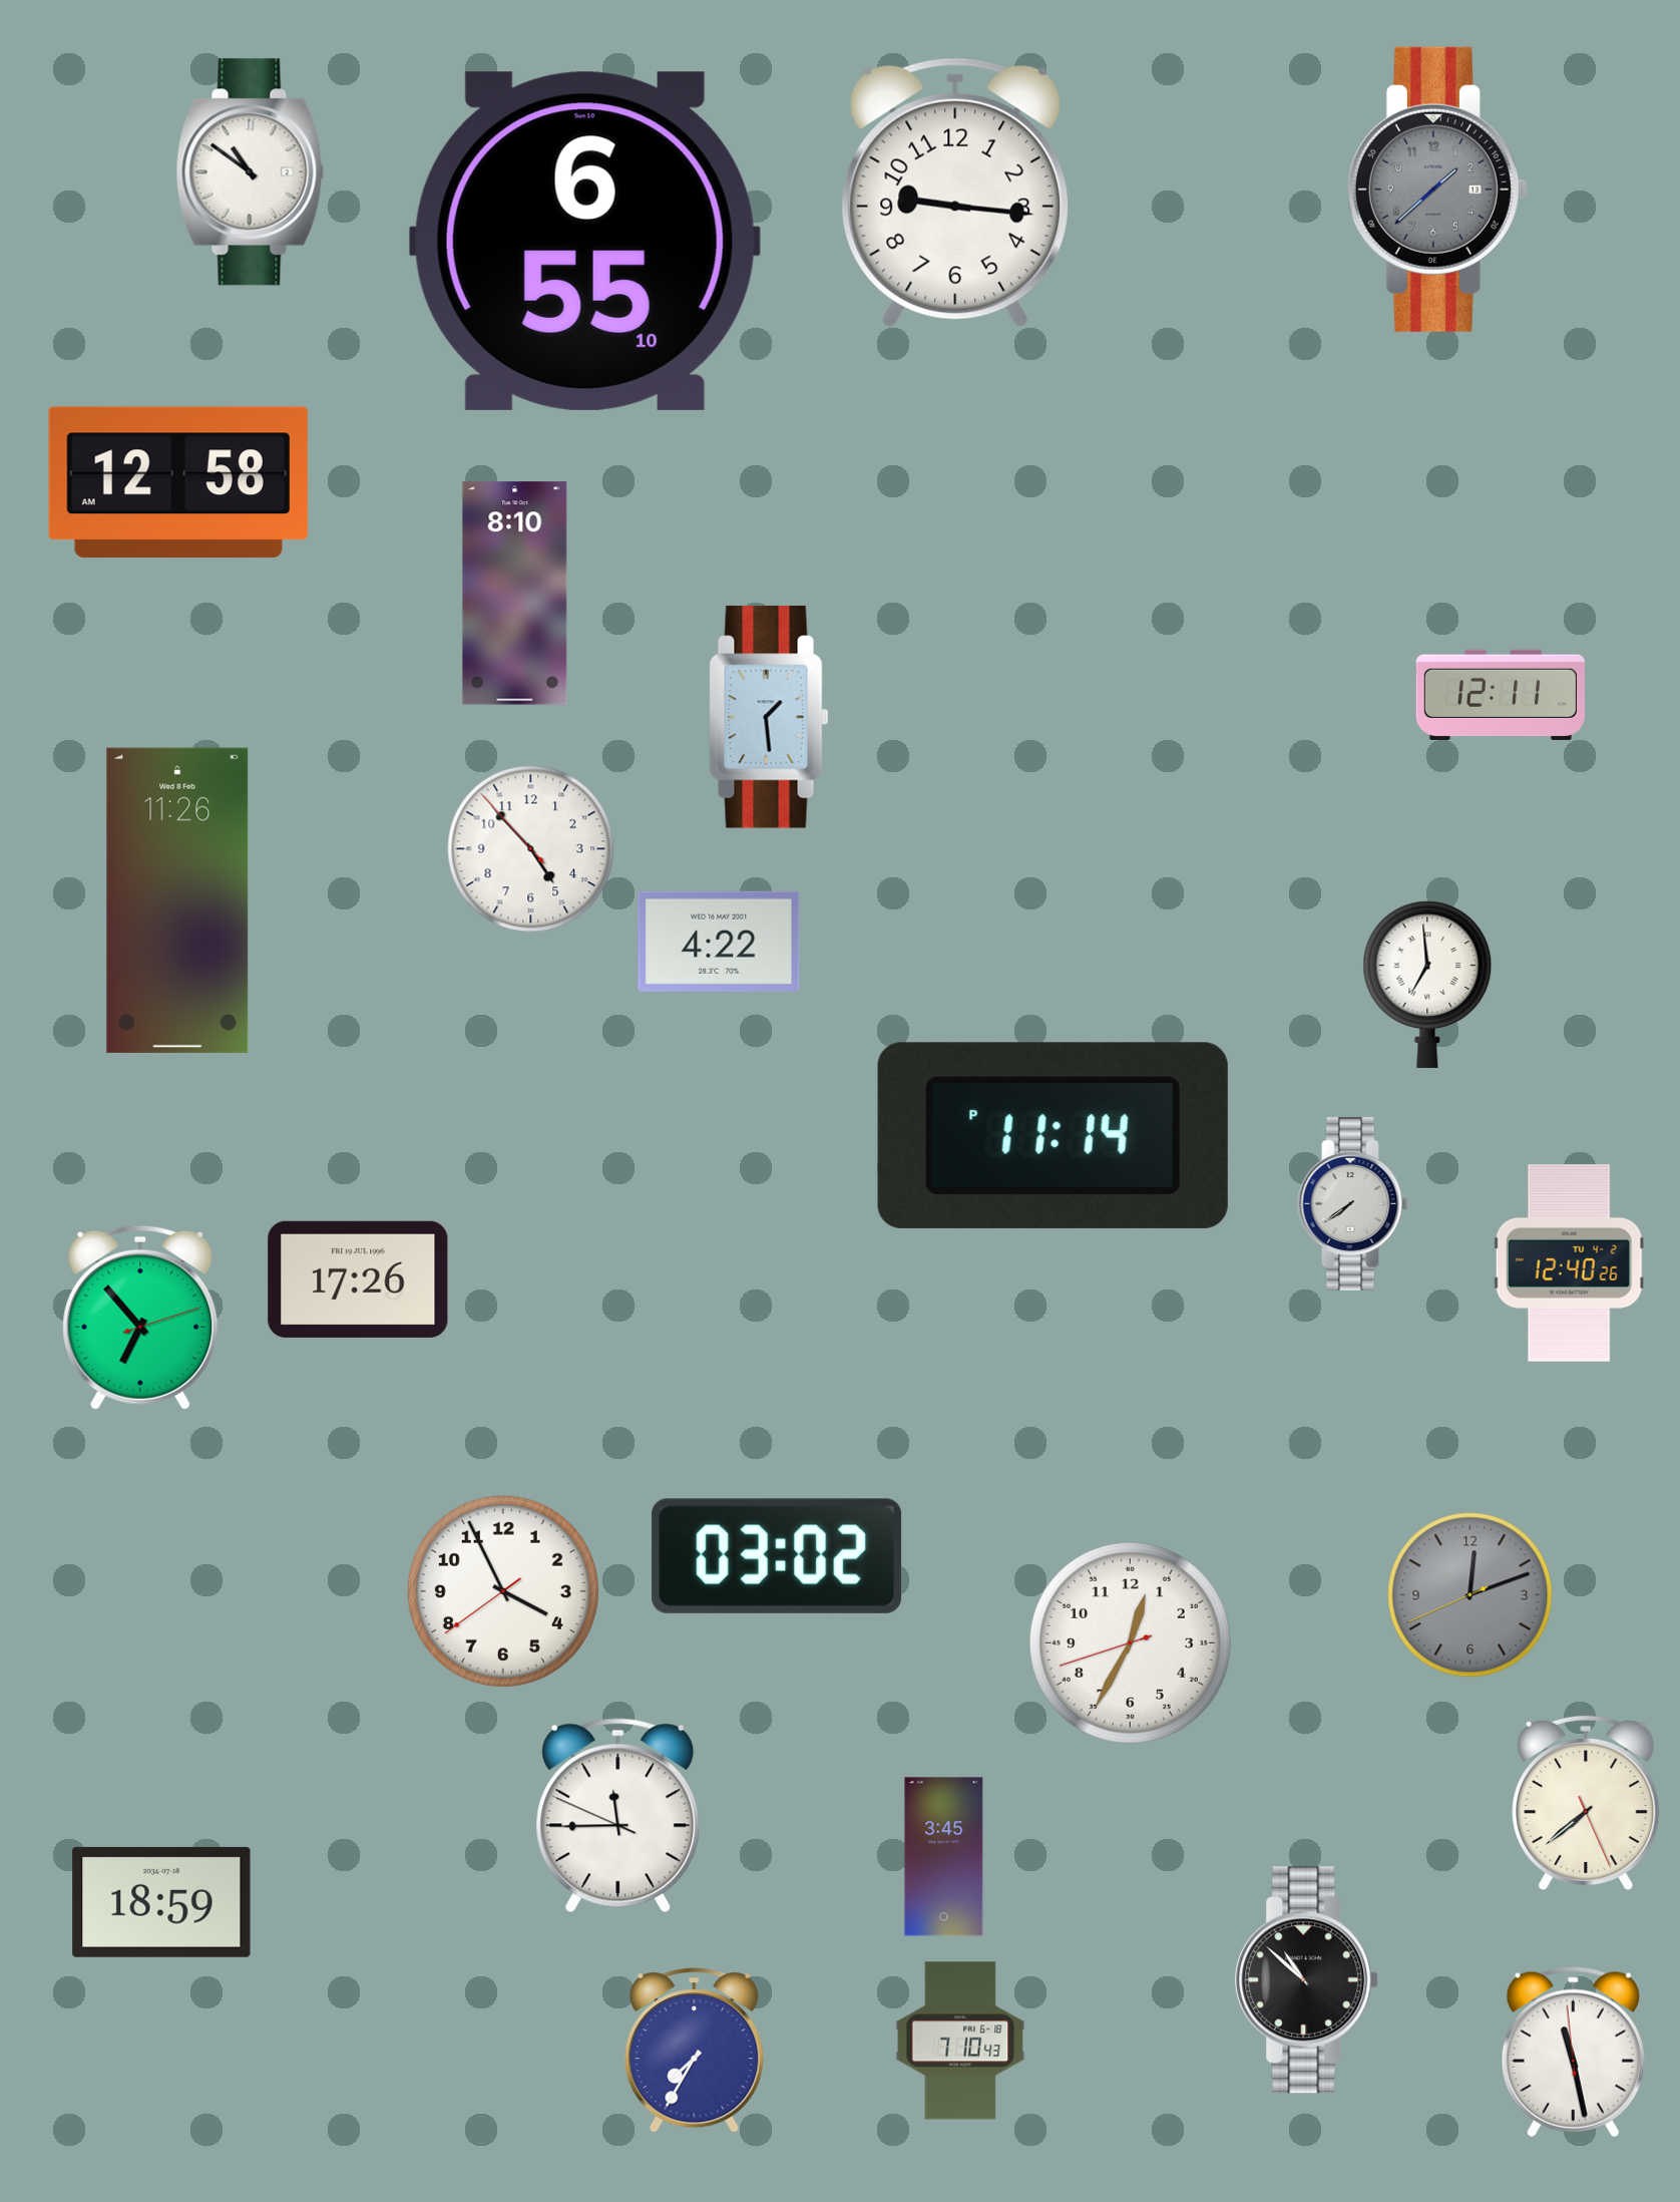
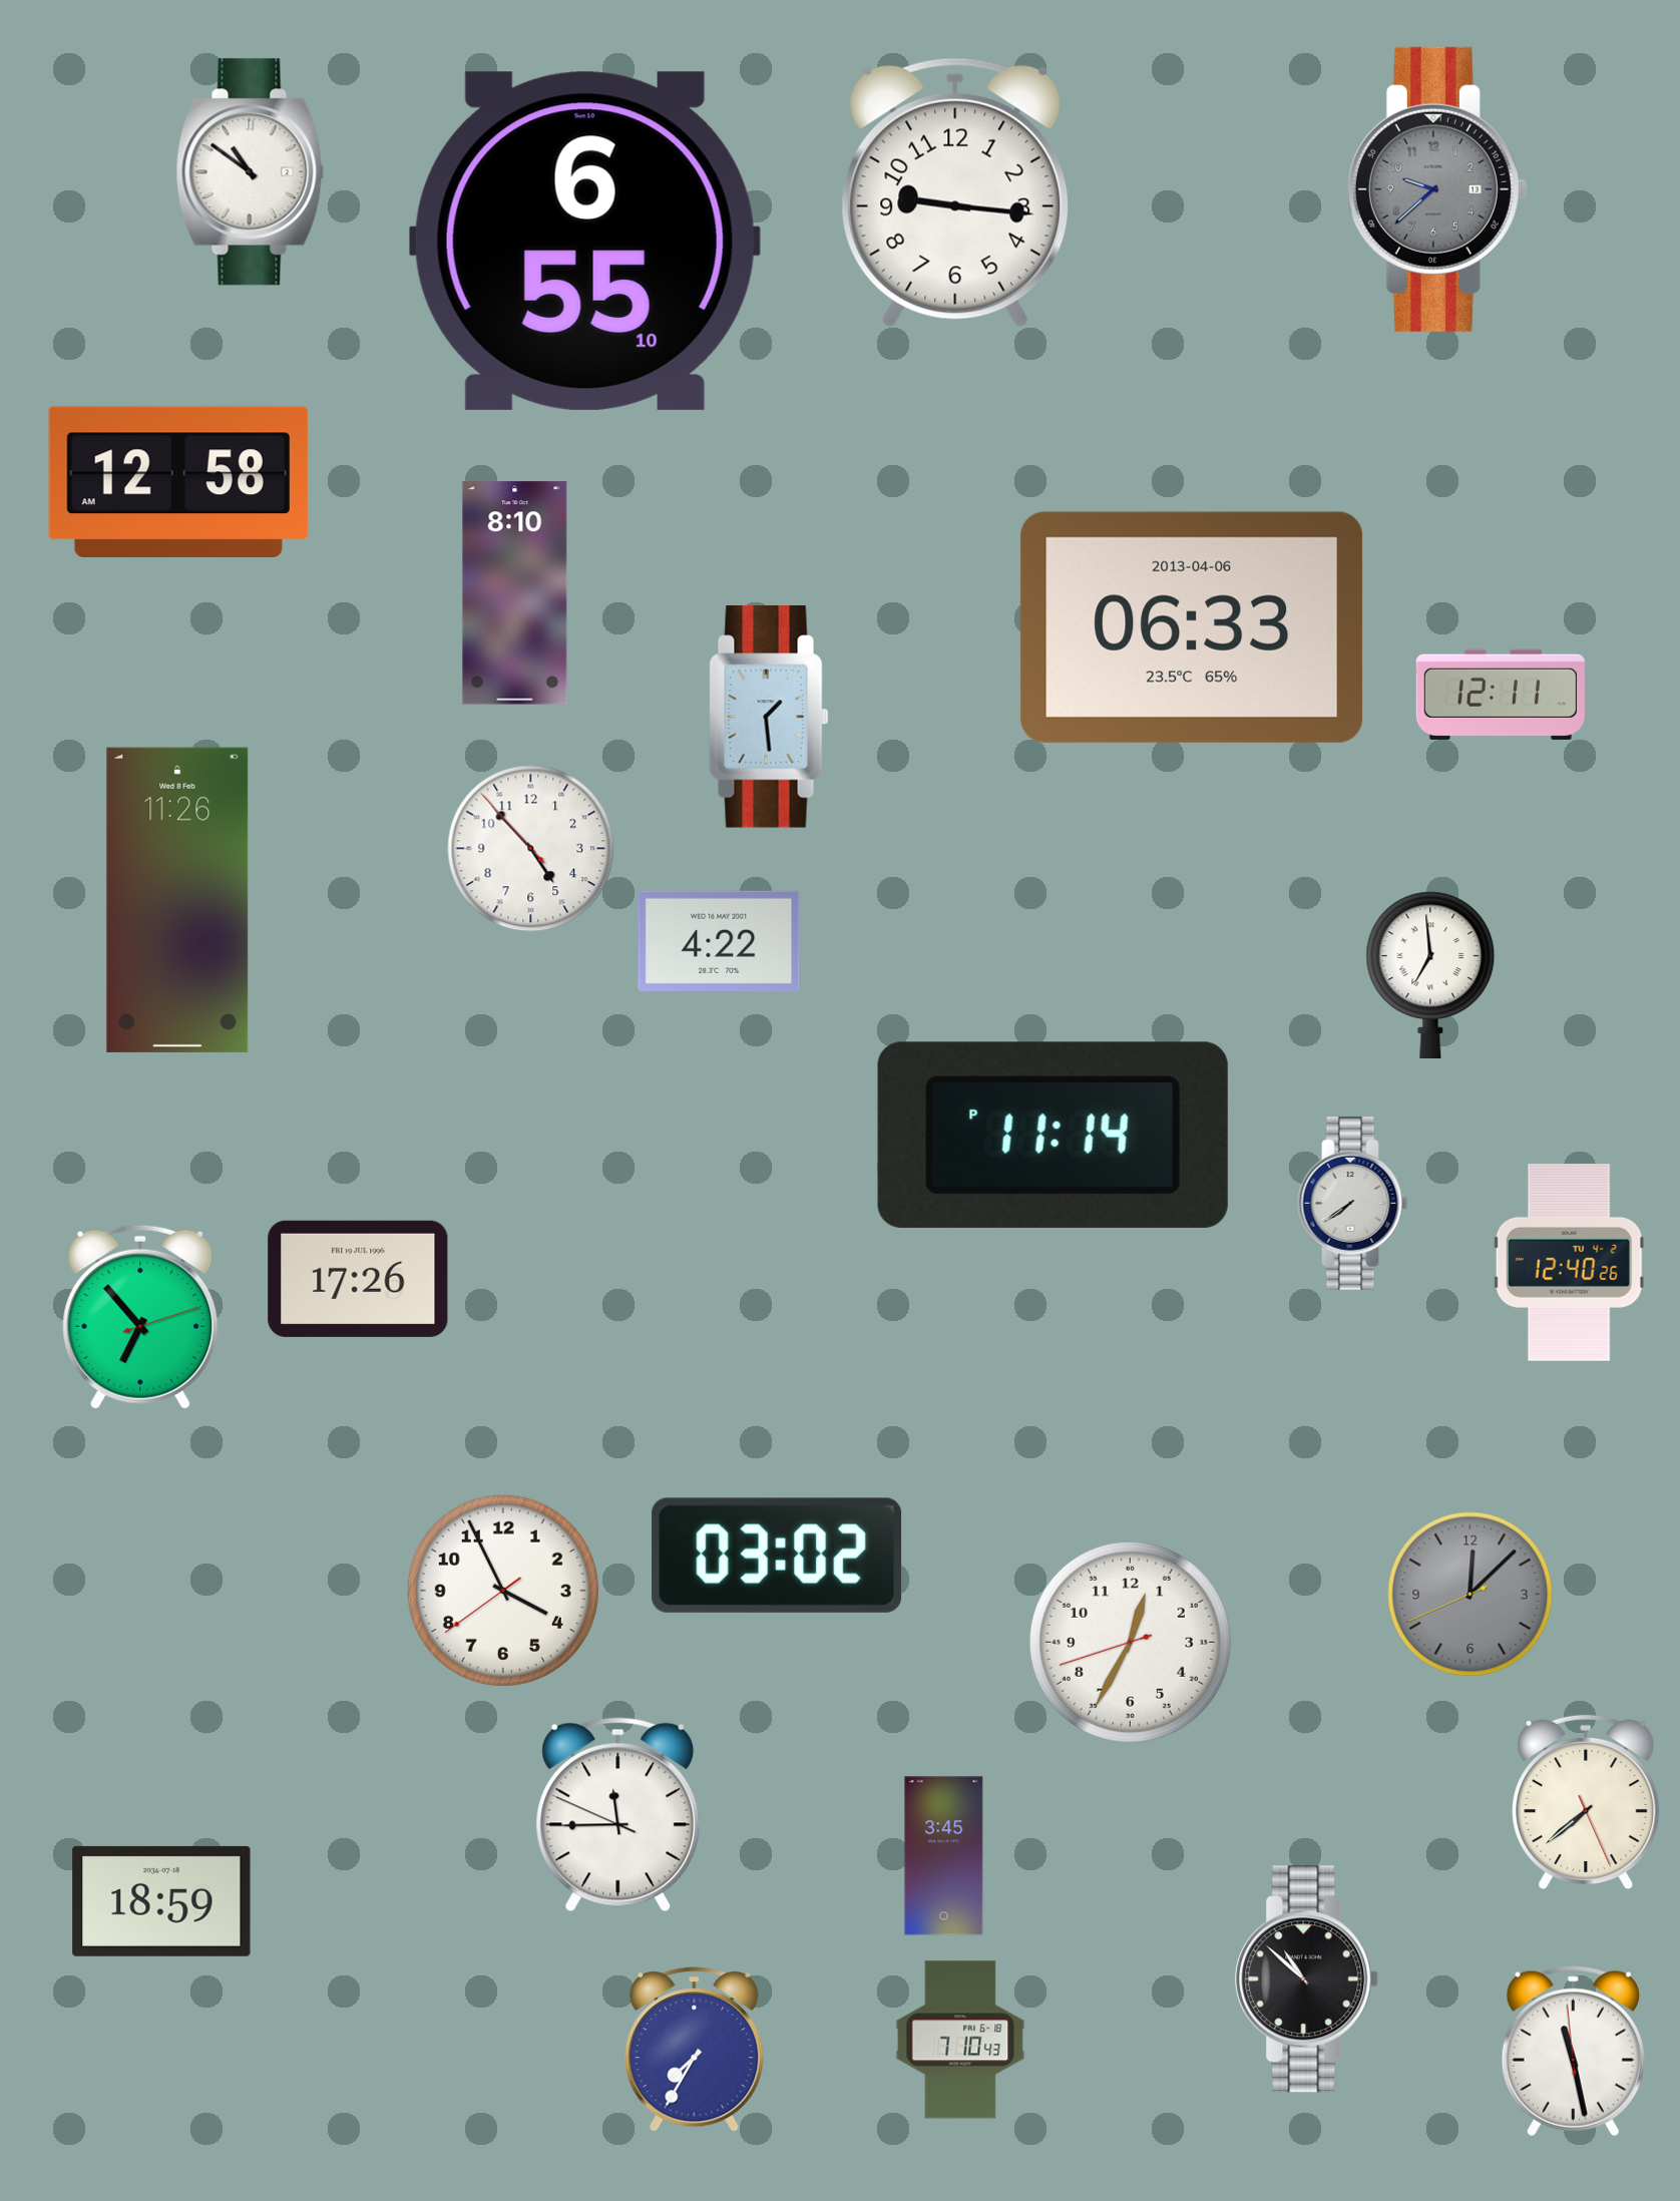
clock at (1437, 190): 1:38 -> 9:38
clock at (1192, 627): none -> 06:33
clock at (1427, 984) position: (1427, 984) -> (1430, 974)
clock at (1471, 1595): 12:11 -> 12:07
